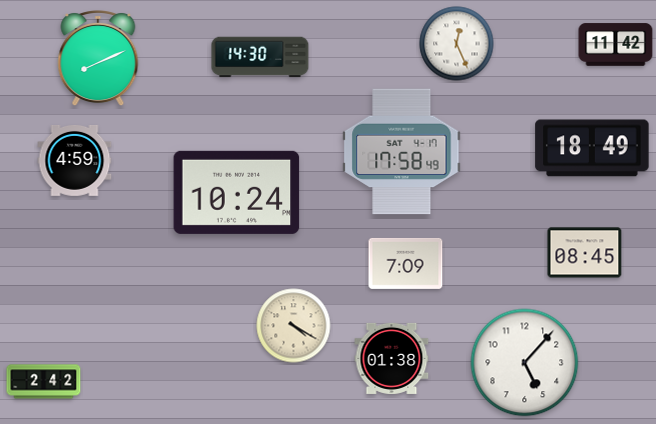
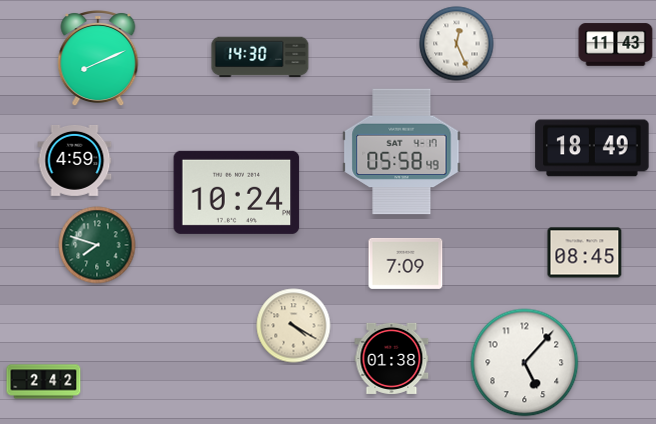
clock at (616, 45): 11:42 -> 11:43
clock at (402, 152): 17:58 -> 05:58
clock at (97, 245): none -> 7:48
